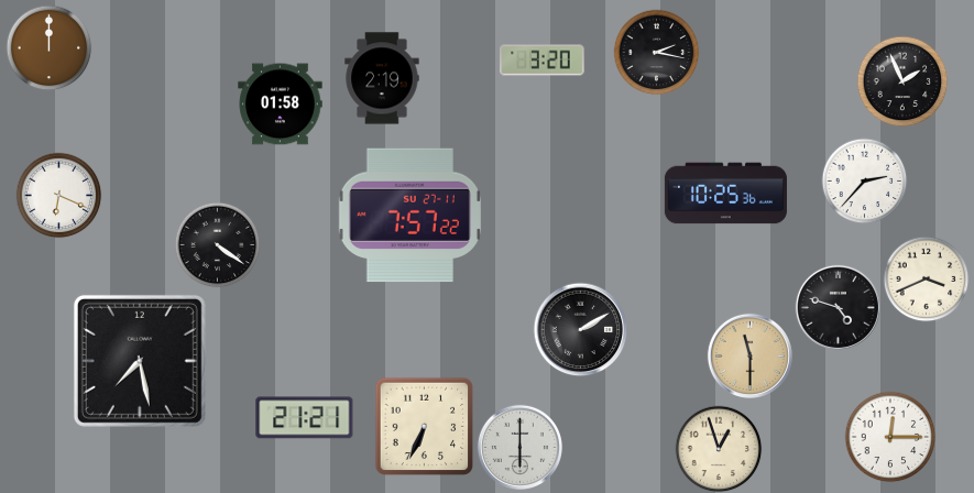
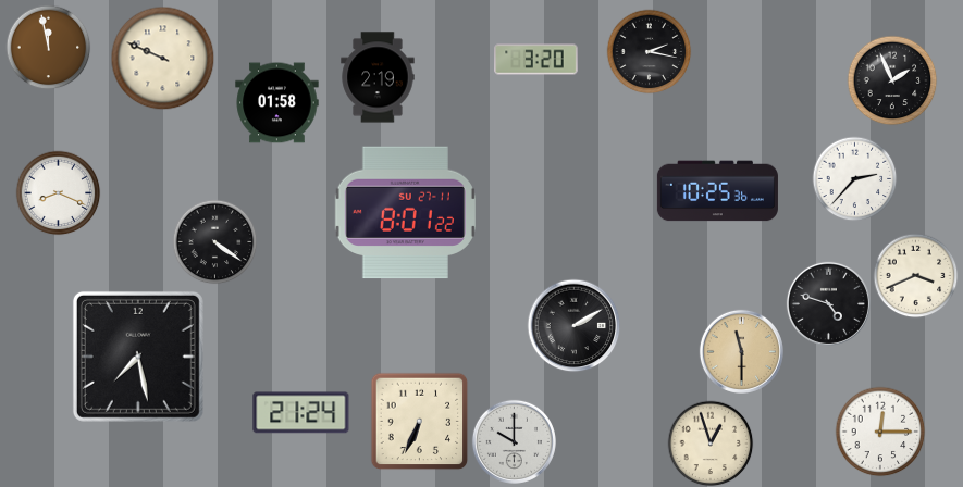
clock at (48, 47): 12:00 -> 11:58
clock at (162, 58): none -> 9:49
clock at (58, 195): 6:19 -> 8:19
clock at (409, 216): 7:57 -> 8:01
clock at (305, 418): 21:21 -> 21:24
clock at (519, 447): 6:00 -> 10:00
